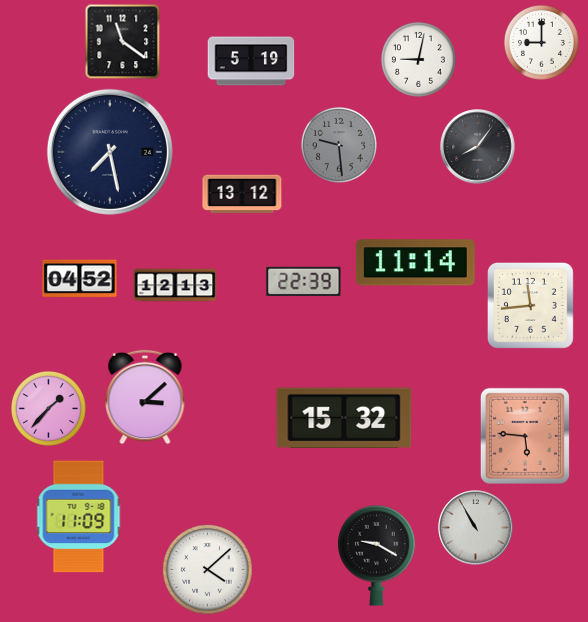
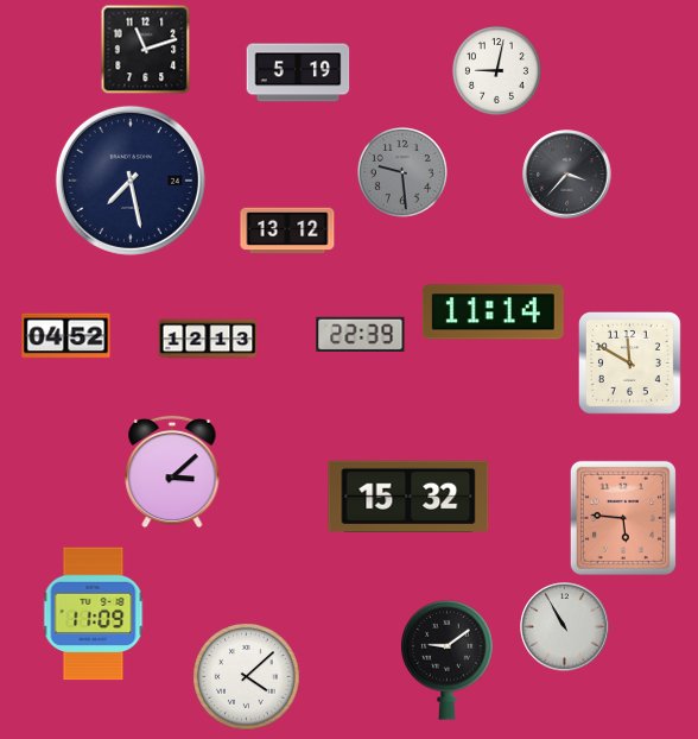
clock at (123, 42): 11:21 -> 11:12
clock at (541, 42): 9:00 -> none
clock at (478, 147): 8:06 -> 3:37
clock at (80, 279) position: (80, 279) -> (66, 336)
clock at (530, 305): 11:44 -> 11:50
clock at (48, 408): 1:37 -> none
clock at (377, 555): 9:20 -> 9:09
